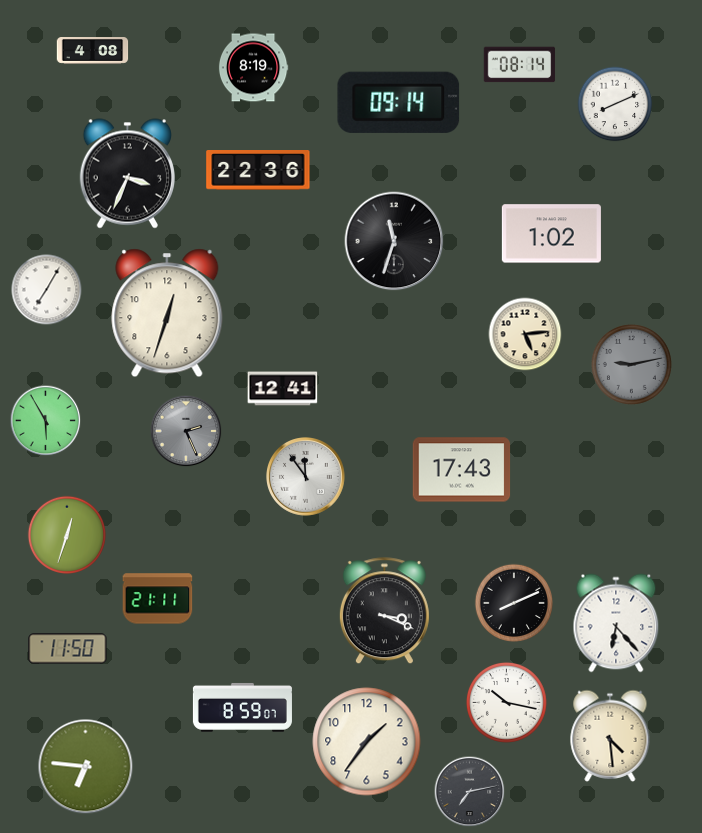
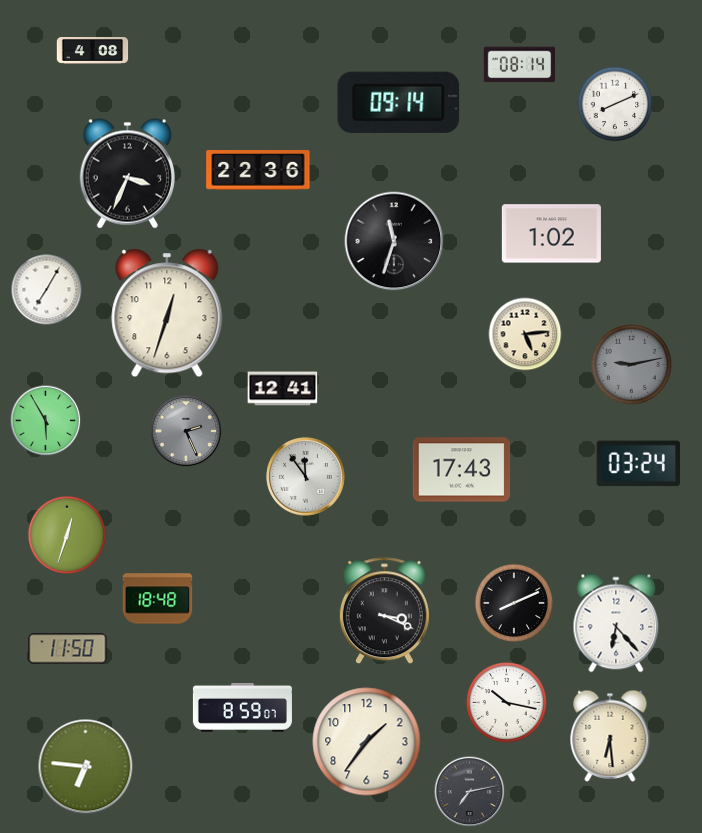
clock at (253, 68): 8:19 -> none
clock at (639, 464): none -> 03:24
clock at (158, 599): 21:11 -> 18:48
clock at (610, 736): 4:29 -> 6:29
